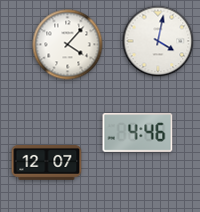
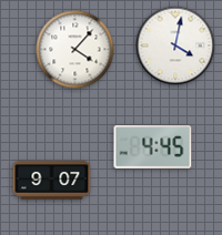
clock at (138, 133): 4:46 -> 4:45
clock at (47, 163): 12:07 -> 9:07
